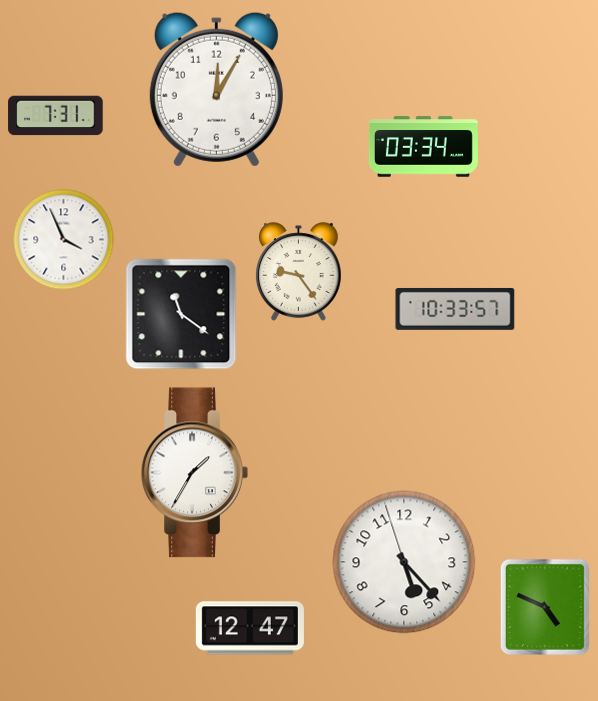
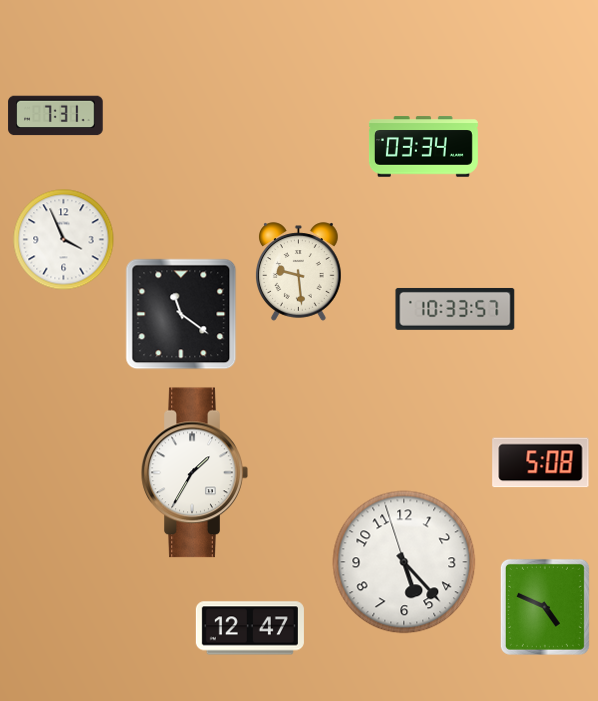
clock at (216, 89): 12:05 -> none
clock at (299, 272): 9:24 -> 9:29
clock at (541, 463): none -> 5:08
